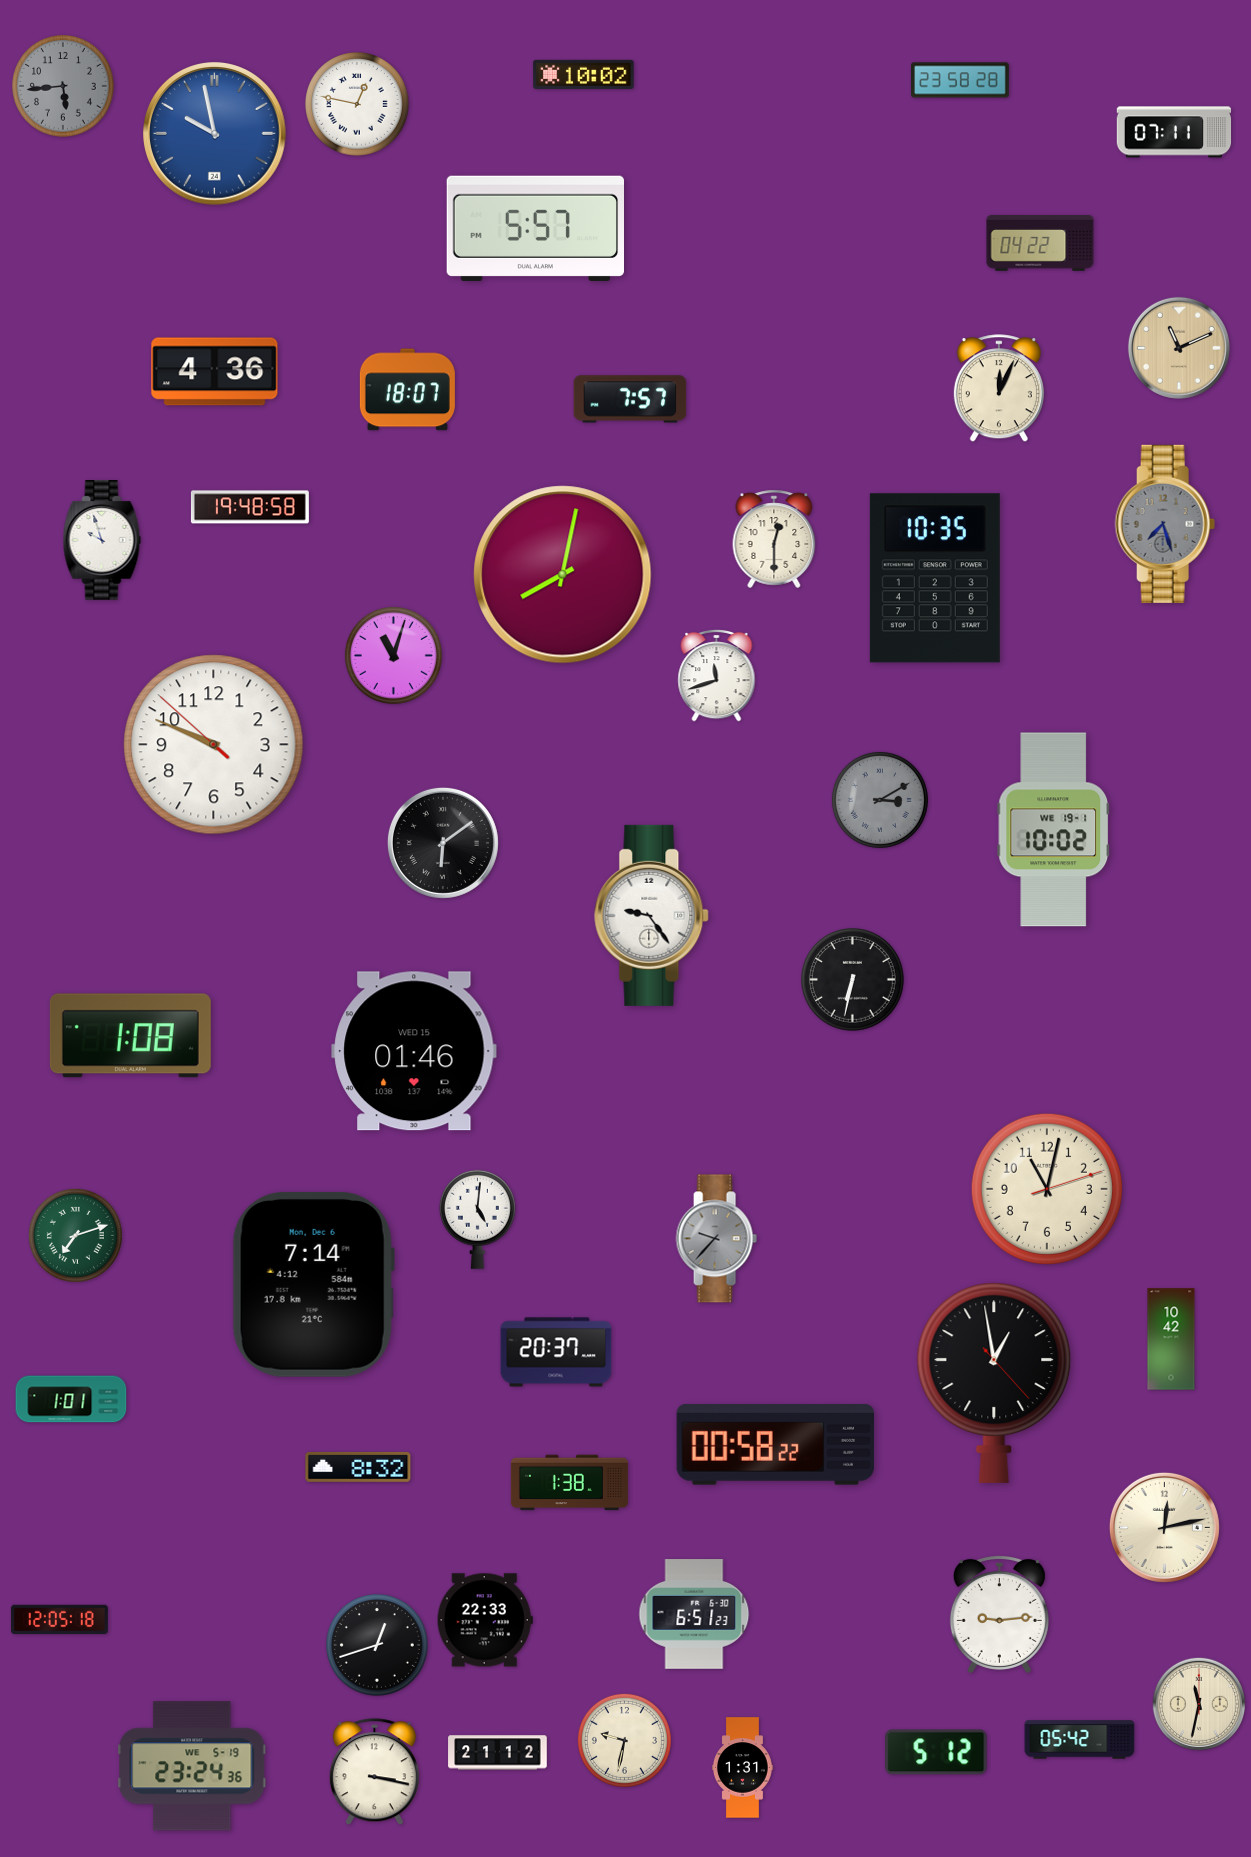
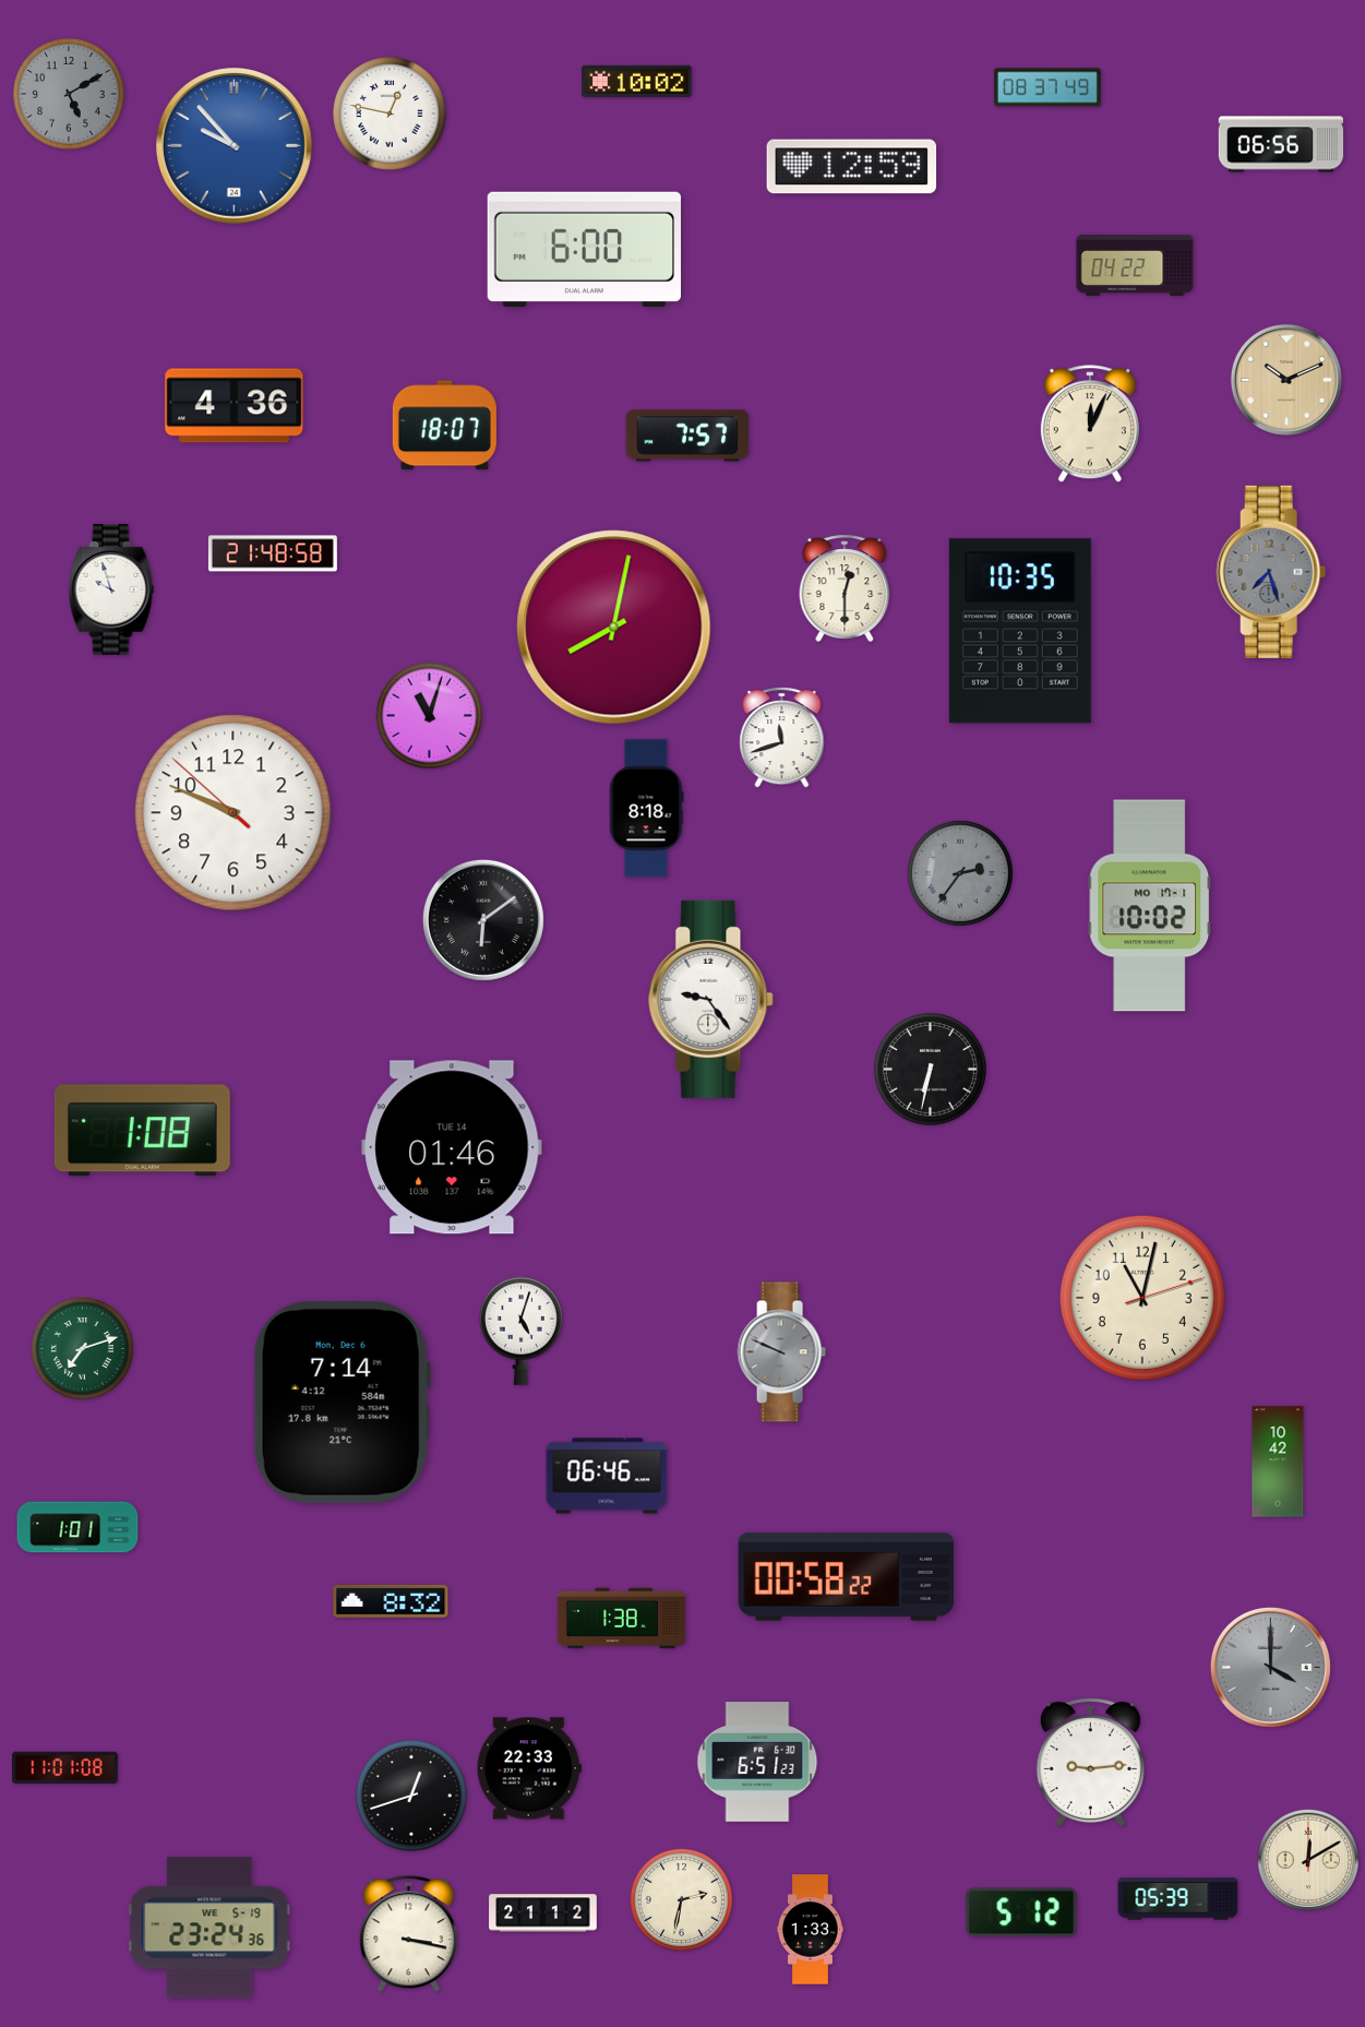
clock at (961, 80): 23:58 -> 08:37
clock at (64, 87): 5:44 -> 5:10
clock at (1174, 132): 07:11 -> 06:56
clock at (215, 134): 9:58 -> 9:53
clock at (852, 167): none -> 12:59
clock at (535, 228): 5:57 -> 6:00
clock at (1179, 348): 11:11 -> 10:11
clock at (250, 507): 19:48 -> 21:48
clock at (647, 809): none -> 8:18
clock at (880, 800): 3:10 -> 2:36
clock at (1054, 830) date: WE 19-1 -> MO 17-1
clock at (414, 1051) date: WED 15 -> TUE 14
clock at (477, 1219): 5:01 -> 5:03
clock at (716, 1239): 9:37 -> 9:49
clock at (556, 1352): 20:37 -> 06:46
clock at (994, 1383): 12:58 -> none
clock at (1164, 1527): 12:13 -> 4:00
clock at (1164, 1527) dial: cream -> grey
clock at (59, 1620): 12:05 -> 11:01
clock at (1199, 1704): 11:32 -> 12:10
clock at (624, 1740): 9:32 -> 2:32
clock at (1080, 1740): 05:42 -> 05:39
clock at (743, 1768): 1:31 -> 1:33
